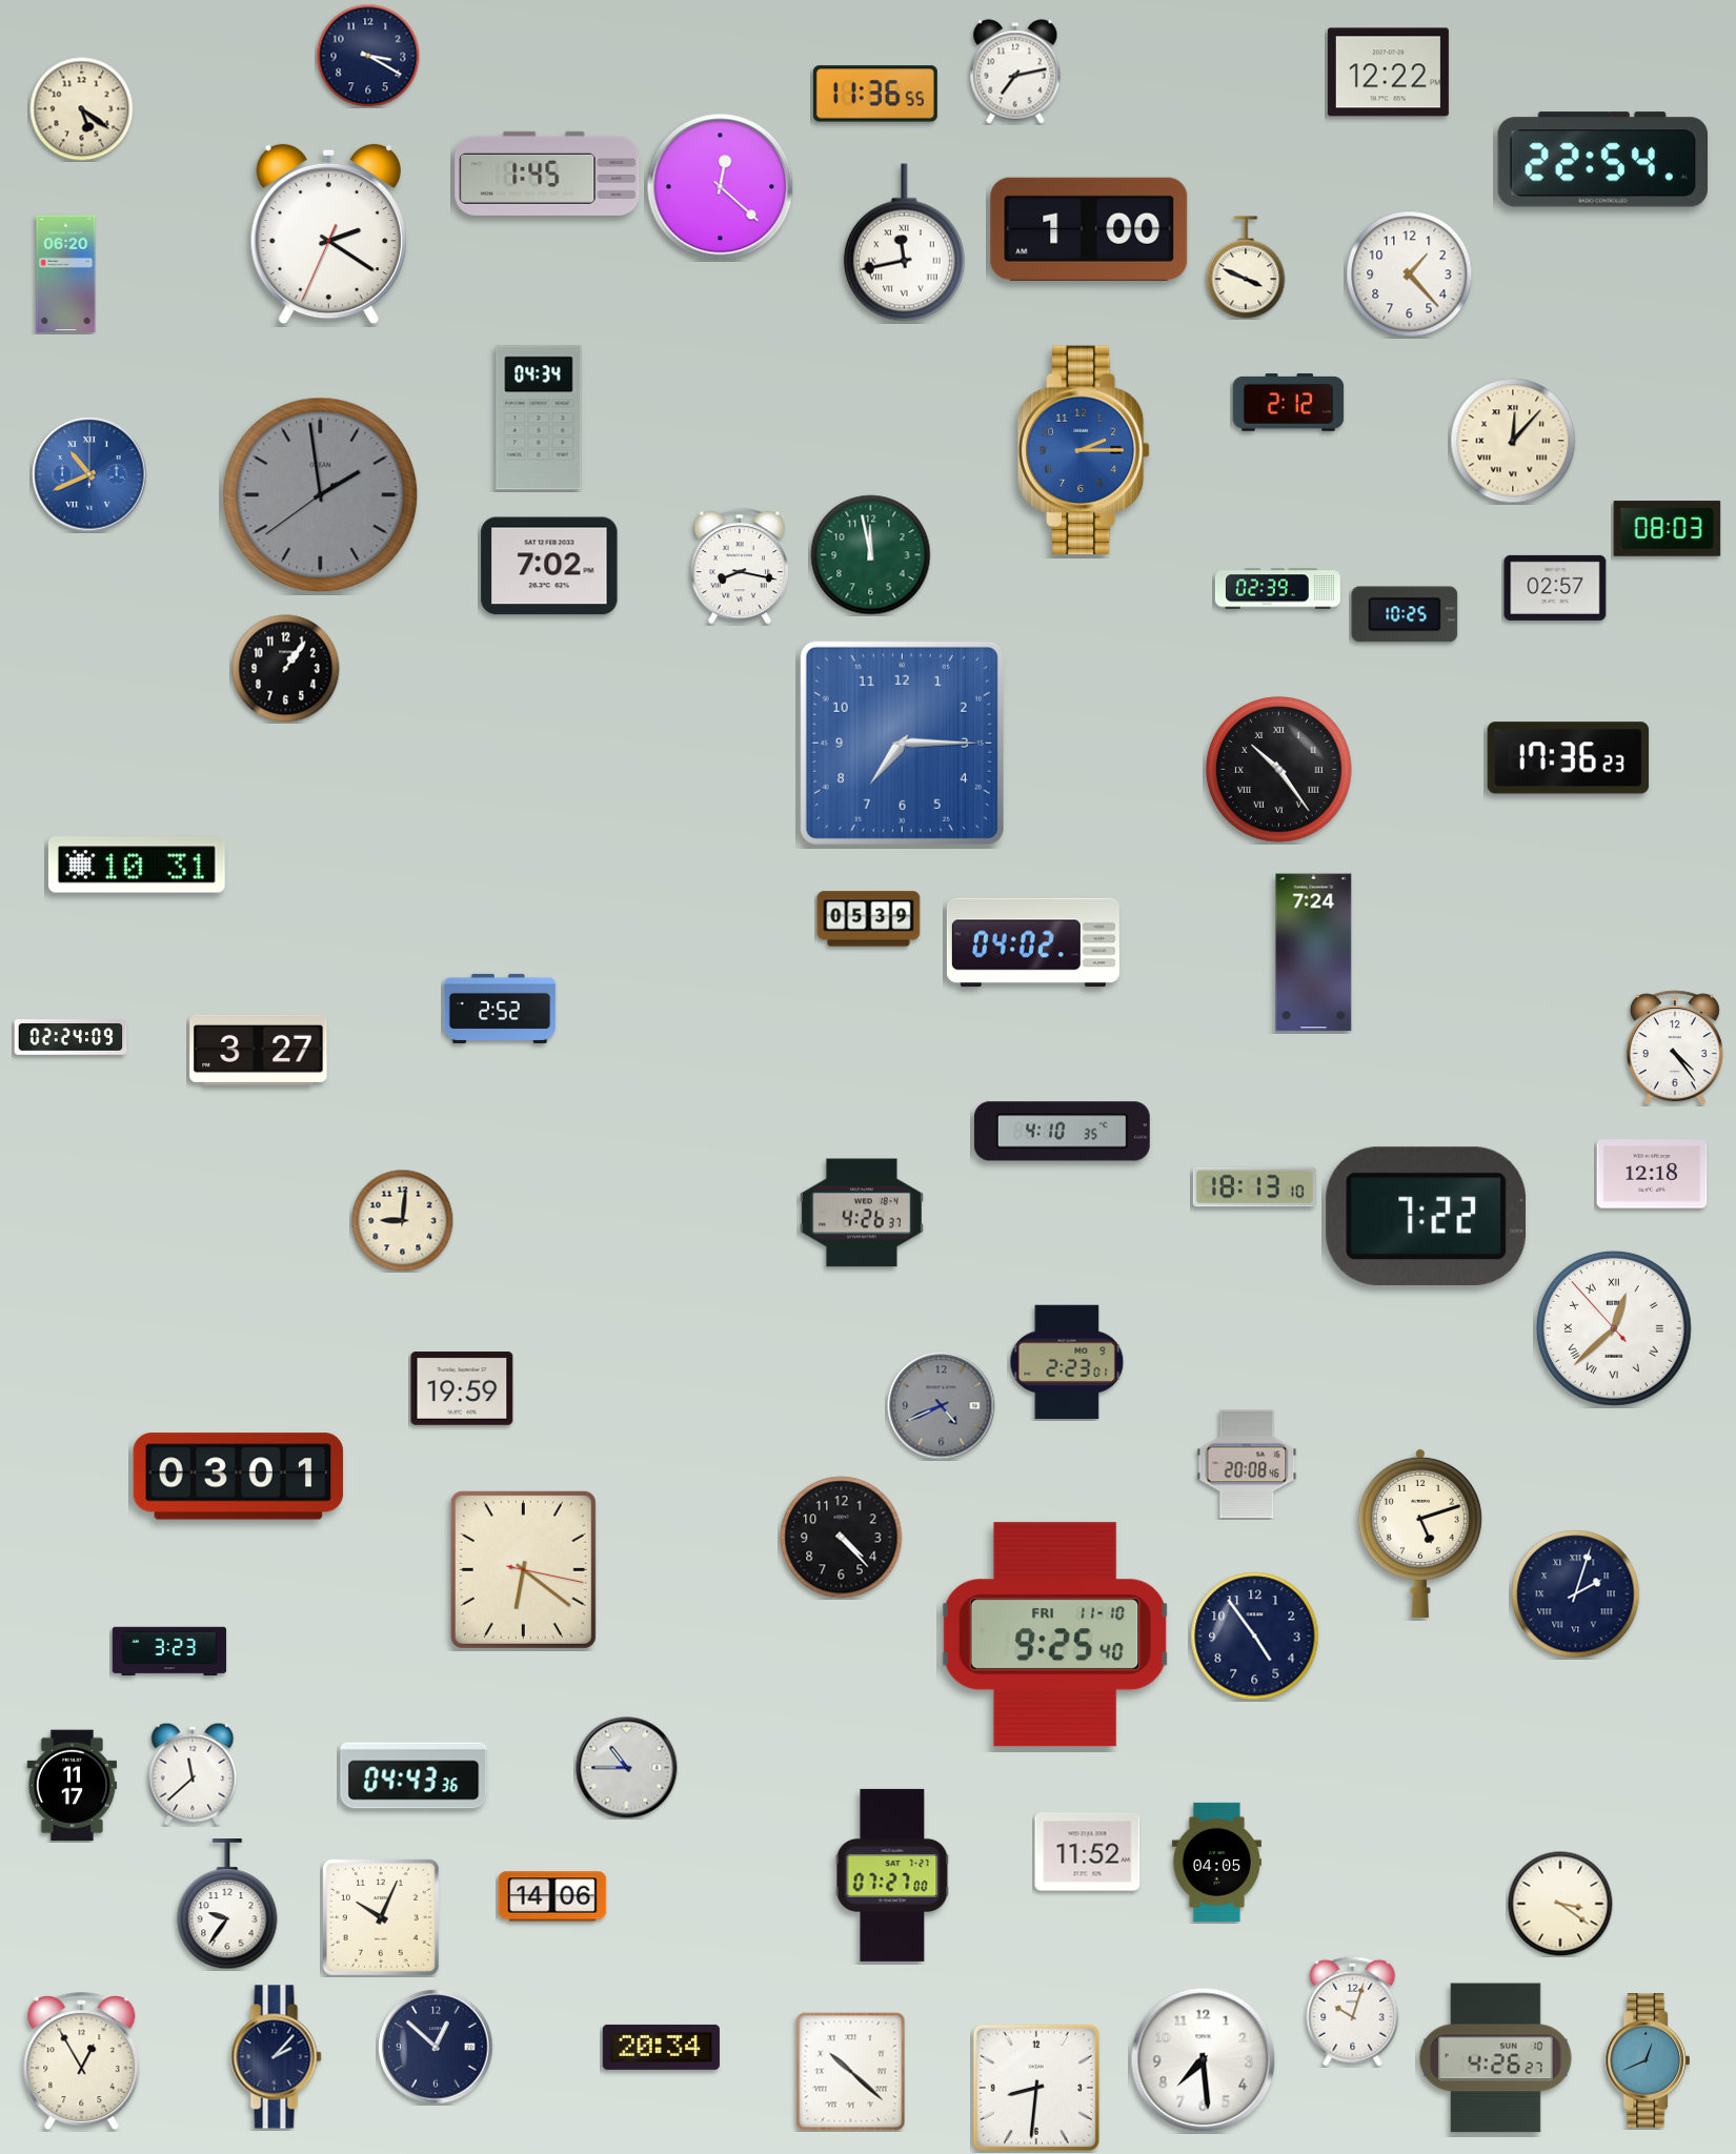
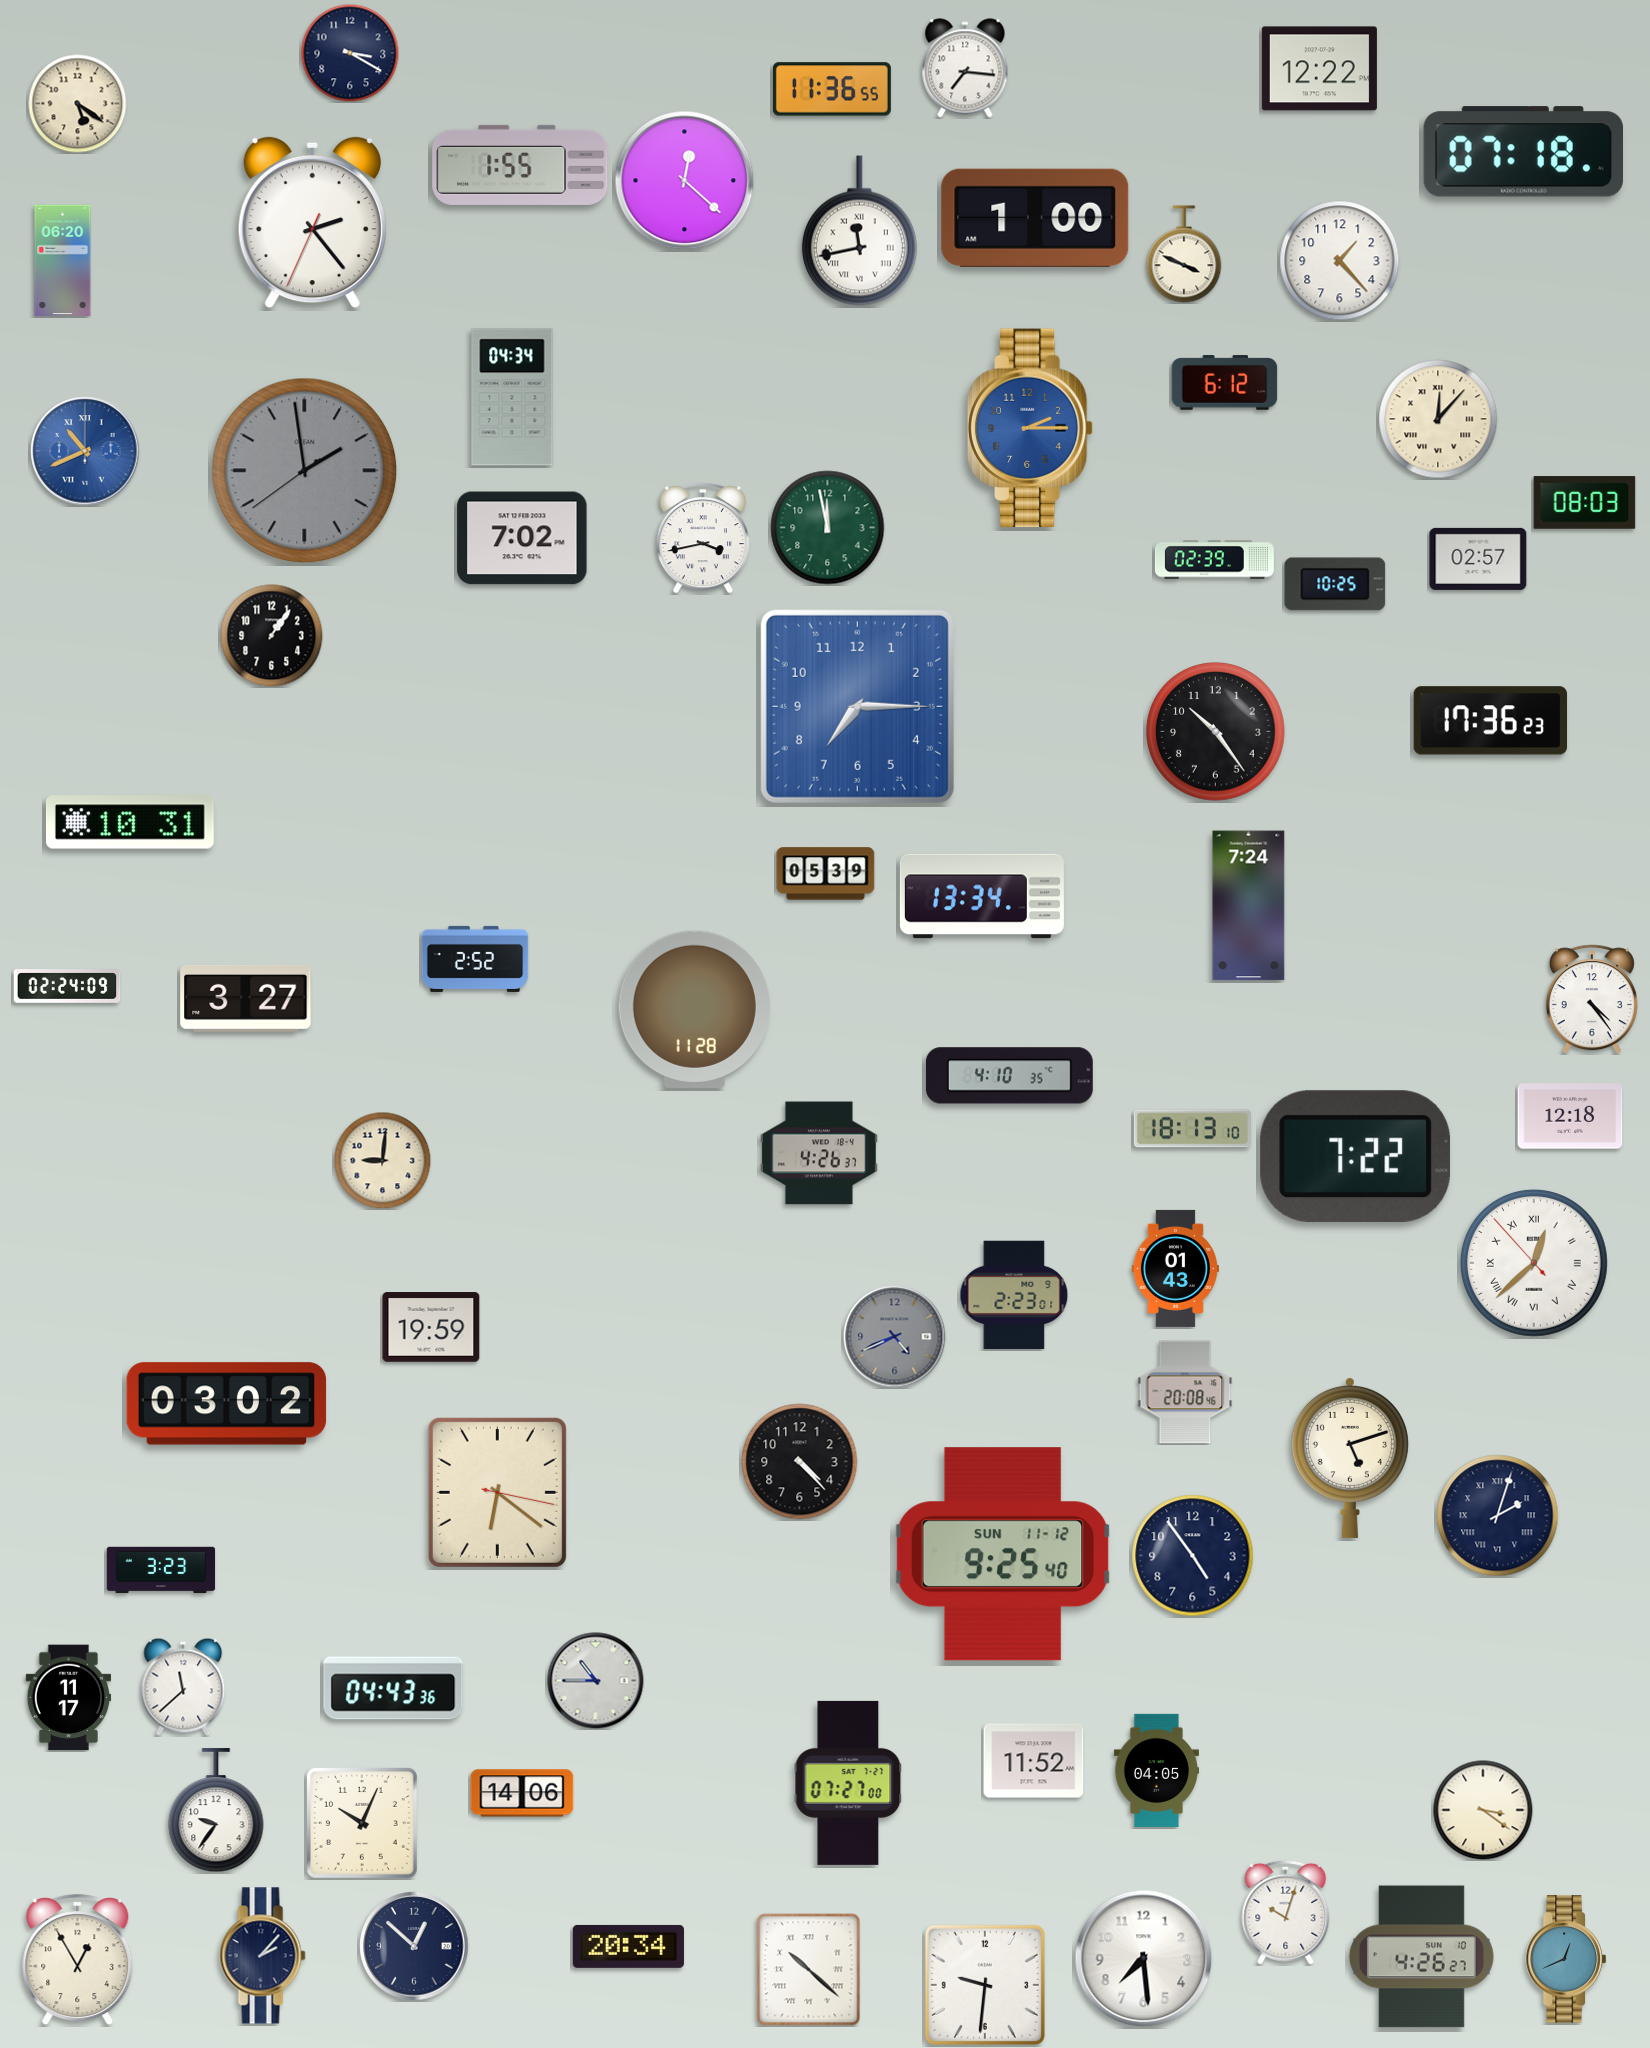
clock at (1015, 72): 7:13 -> 7:16
clock at (1602, 160): 22:54 -> 07:18
clock at (547, 174): 1:45 -> 1:55
clock at (721, 187) position: (721, 187) -> (685, 181)
clock at (328, 235): 2:20 -> 2:23
clock at (1289, 403): 2:12 -> 6:12
clock at (739, 566): 8:17 -> 3:43
clock at (1279, 770) numerals: Roman -> Arabic
clock at (1033, 942): 04:02 -> 13:34
clock at (1675, 1048) position: (1675, 1048) -> (1592, 999)
clock at (694, 1009): none -> 11:28
clock at (1175, 1268): none -> 01:43
clock at (462, 1388) position: (462, 1388) -> (431, 1327)
clock at (239, 1477): 03:01 -> 03:02
clock at (1055, 1634) date: FRI 11-10 -> SUN 11-12
clock at (552, 1896) position: (552, 1896) -> (522, 1793)
clock at (1036, 2088): 8:31 -> 9:31
